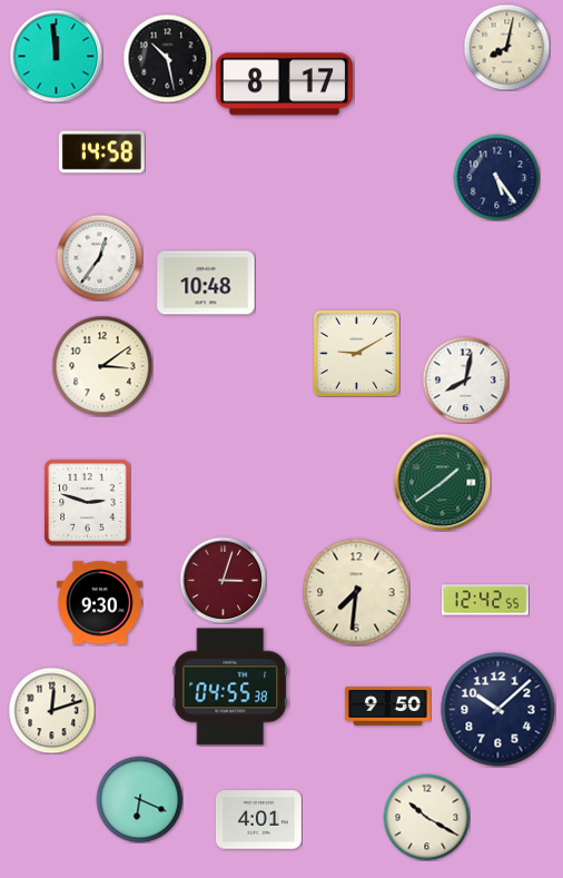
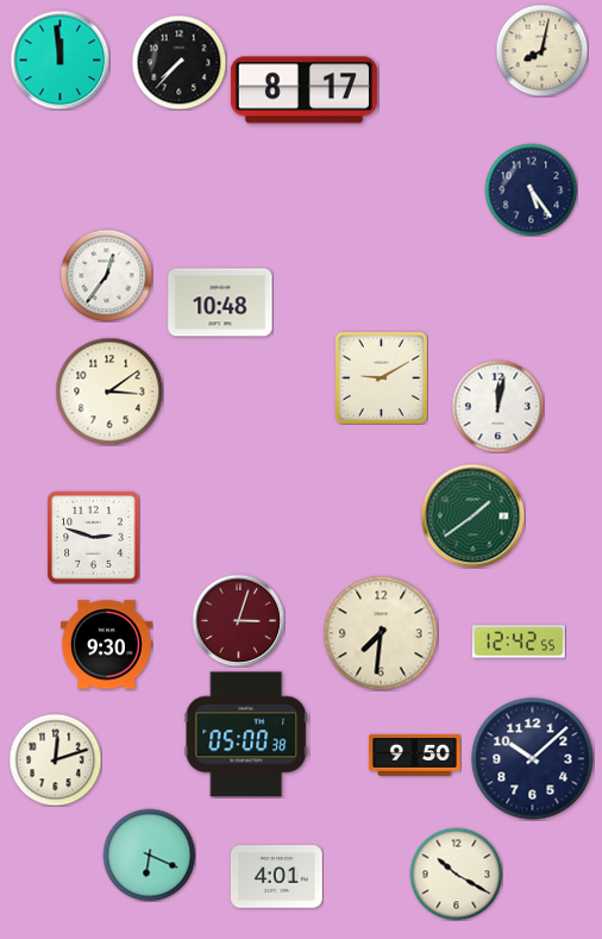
clock at (167, 58): 10:28 -> 7:37
clock at (101, 152): 14:58 -> none
clock at (465, 379): 8:02 -> 12:02
clock at (229, 687): 04:55 -> 05:00
